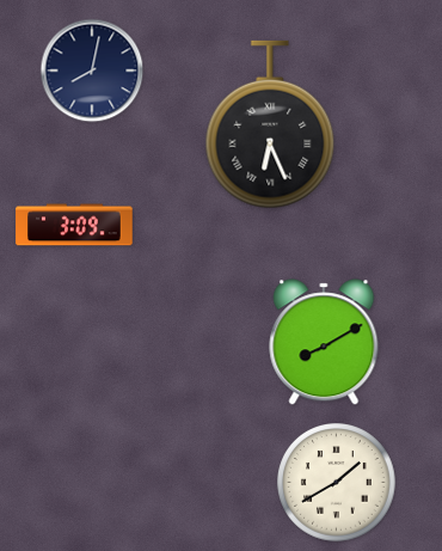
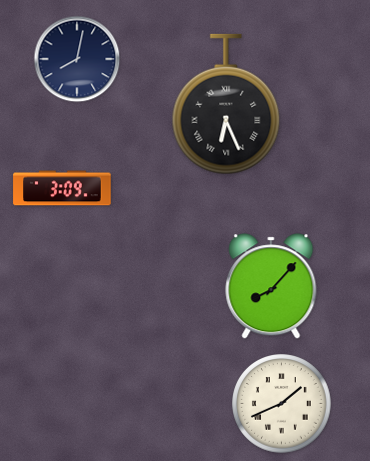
clock at (324, 342): 8:10 -> 8:07
clock at (337, 483): 1:40 -> 1:41
